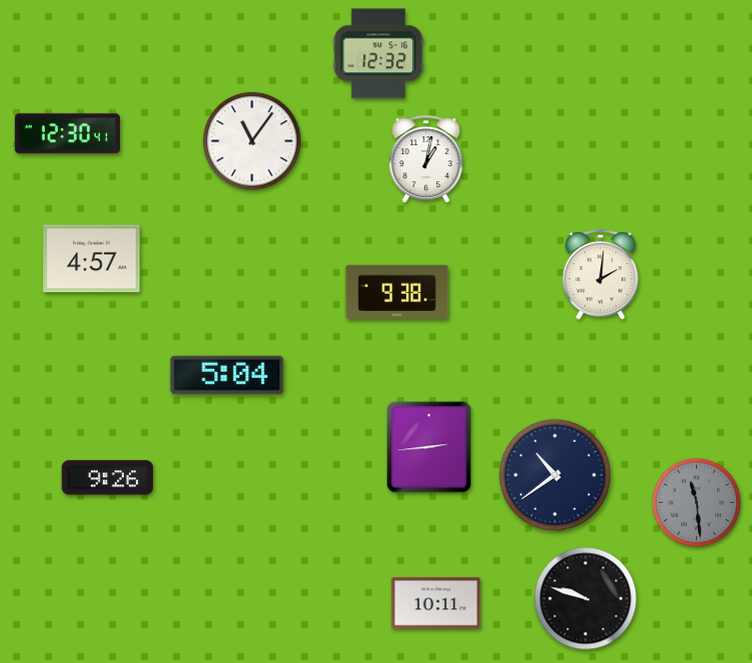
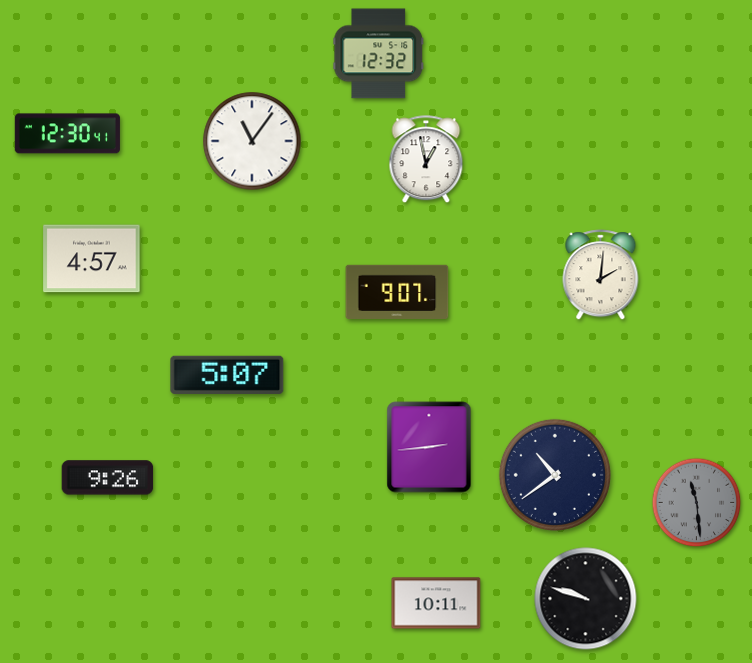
clock at (426, 160): 1:02 -> 12:58
clock at (397, 292): 9:38 -> 9:07
clock at (227, 375): 5:04 -> 5:07
